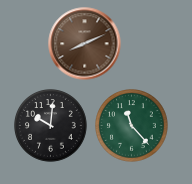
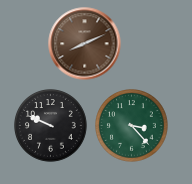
clock at (51, 126): 10:01 -> 9:49
clock at (132, 126): 11:23 -> 3:23
